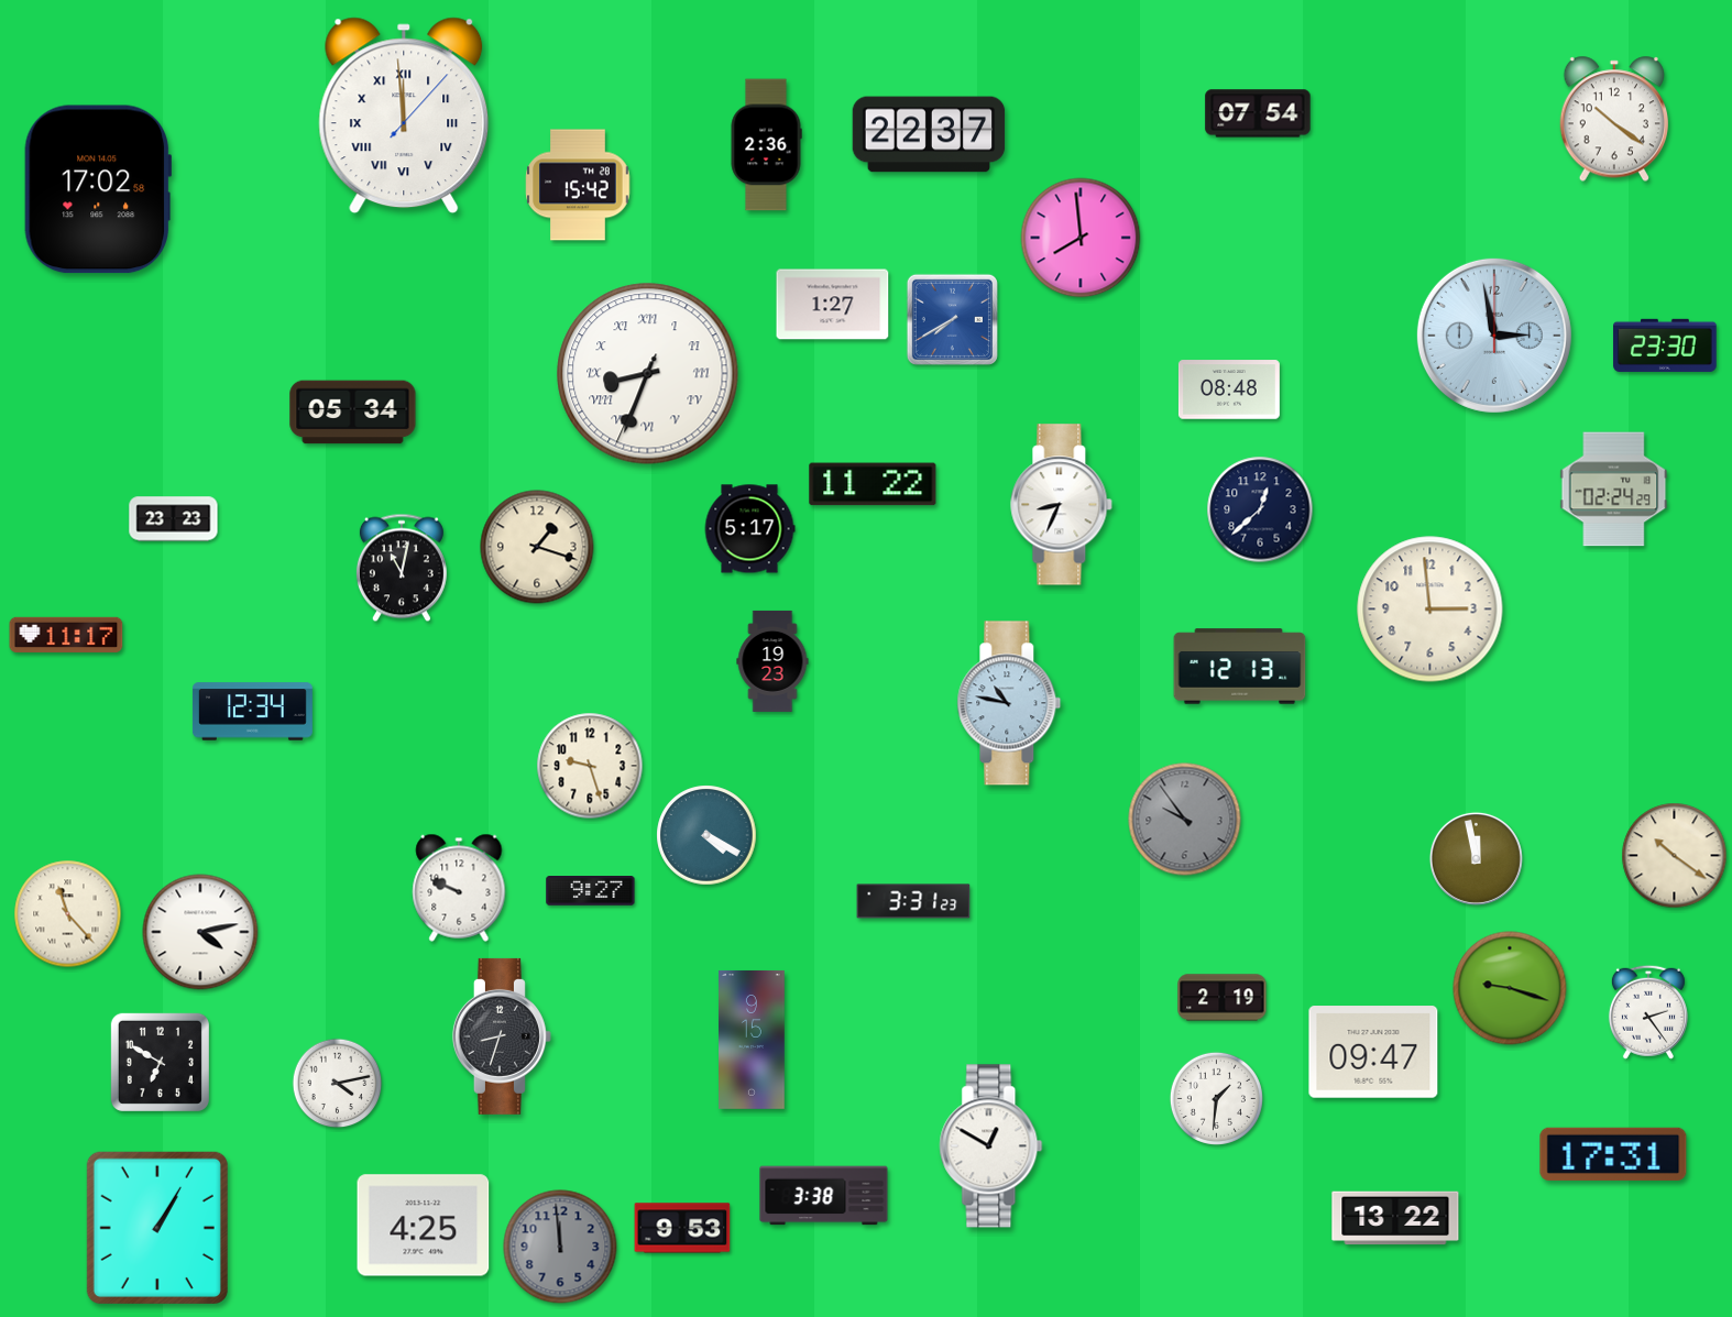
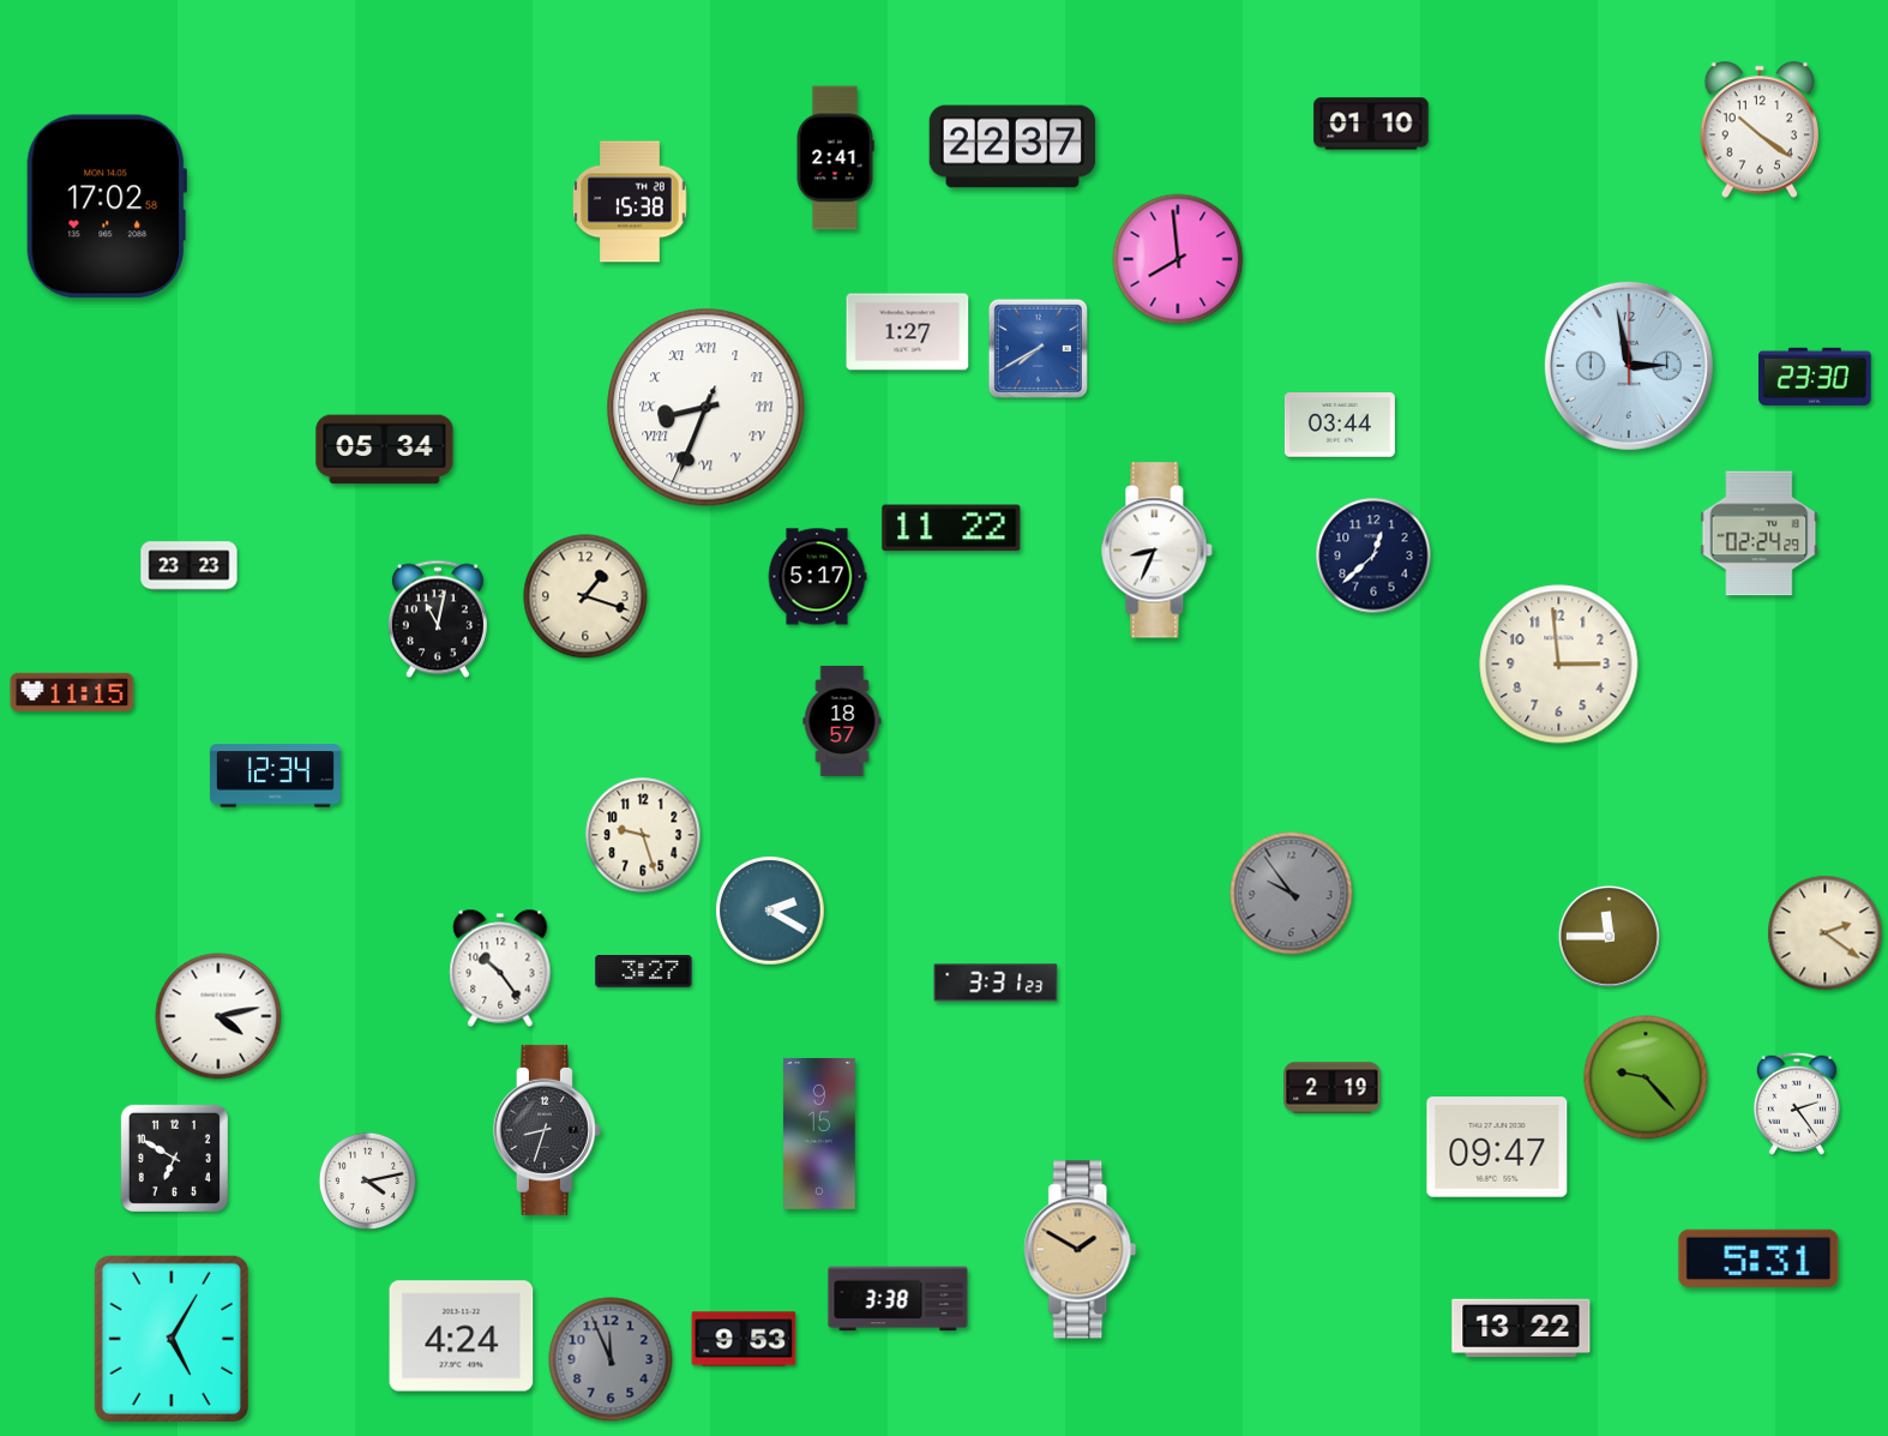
clock at (1258, 113): 07:54 -> 01:10
clock at (404, 116): 11:59 -> none
clock at (766, 145): 2:36 -> 2:41
clock at (578, 185): 15:42 -> 15:38
clock at (1229, 389): 08:48 -> 03:44
clock at (66, 635): 11:17 -> 11:15
clock at (772, 661): 19:23 -> 18:57
clock at (1240, 667): 12:13 -> none
clock at (1009, 703): 10:47 -> none
clock at (706, 835): 4:20 -> 2:20
clock at (1675, 856): 10:21 -> 2:21
clock at (1476, 858): 11:58 -> 11:45
clock at (459, 888): 9:49 -> 10:24
clock at (591, 891): 9:27 -> 3:27
clock at (68, 914): 11:23 -> none
clock at (1510, 988): 9:18 -> 9:23
clock at (1216, 1098): 1:31 -> none
clock at (991, 1146): 12:50 -> 1:50
clock at (991, 1146) dial: white -> champagne
clock at (1613, 1154): 17:31 -> 5:31
clock at (824, 1196) position: (824, 1196) -> (898, 1299)
clock at (424, 1226): 4:25 -> 4:24
clock at (157, 1228): 1:05 -> 5:05
clock at (560, 1247): 11:59 -> 11:56
